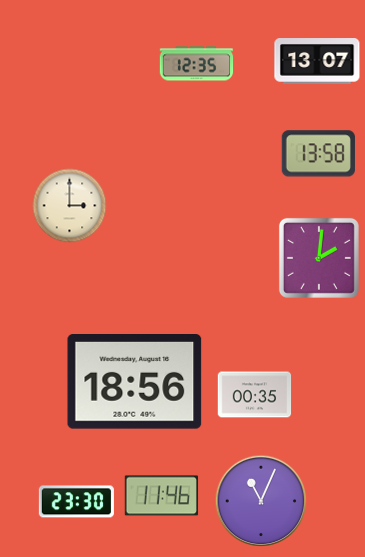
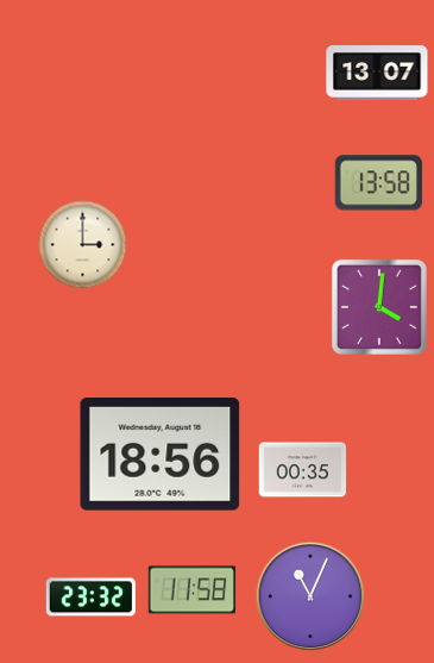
clock at (197, 64): 12:35 -> none
clock at (319, 258): 2:01 -> 4:01
clock at (162, 496): 11:46 -> 11:58
clock at (76, 502): 23:30 -> 23:32
